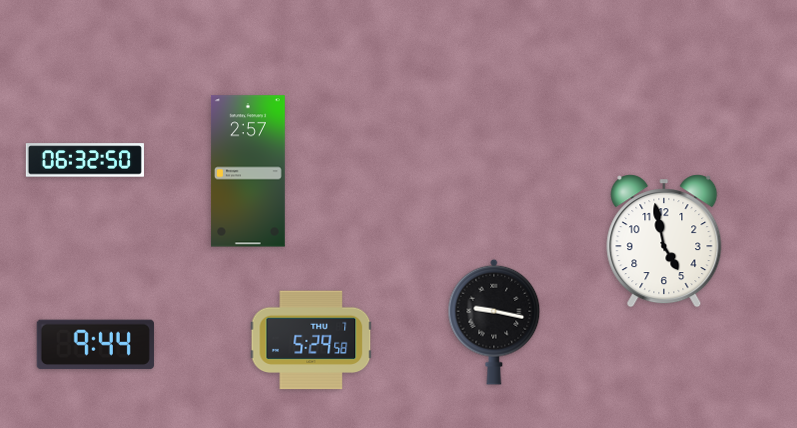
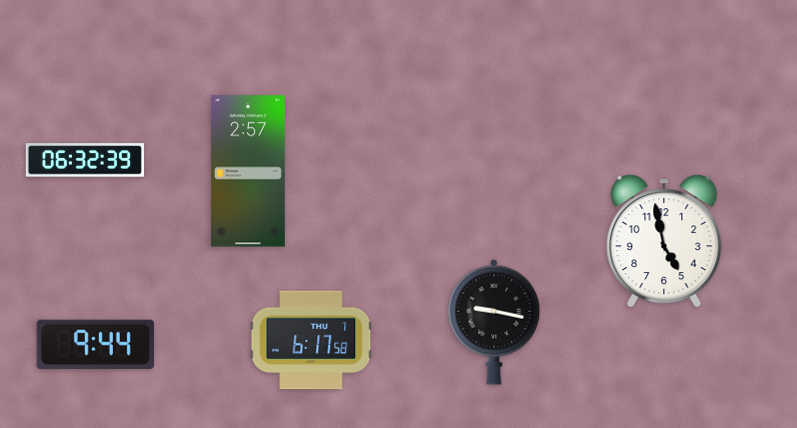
clock at (85, 160): 06:32:50 -> 06:32:39
clock at (311, 340): 5:29 -> 6:17
